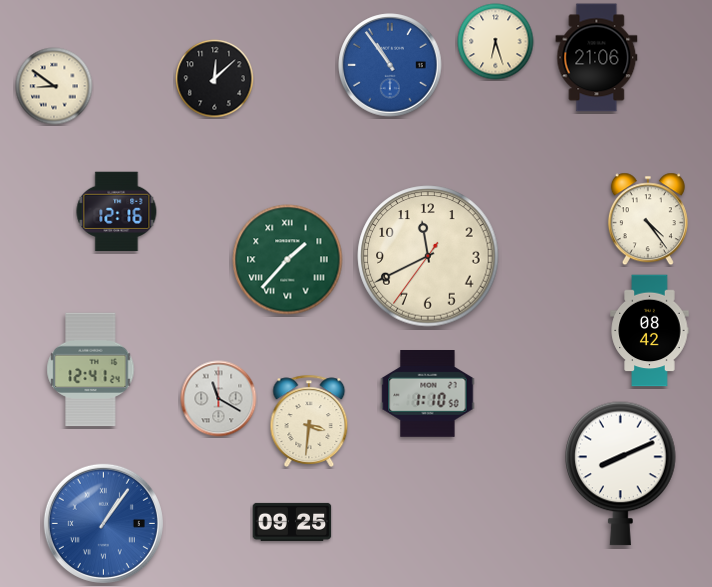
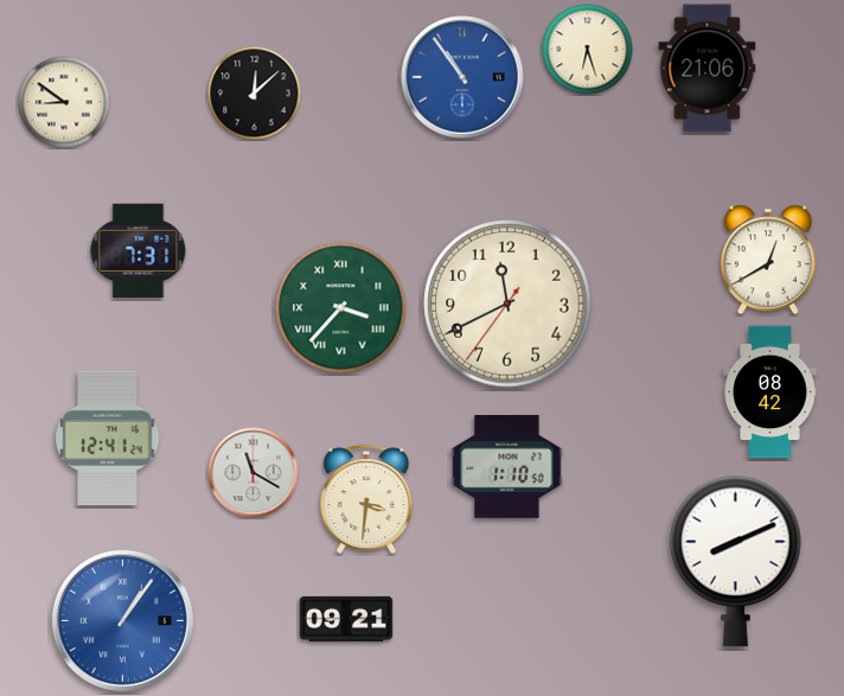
clock at (117, 211): 12:16 -> 7:31
clock at (648, 219): 4:24 -> 12:40
clock at (288, 260): 1:37 -> 3:37
clock at (219, 399) position: (219, 399) -> (254, 473)
clock at (292, 522): 09:25 -> 09:21
